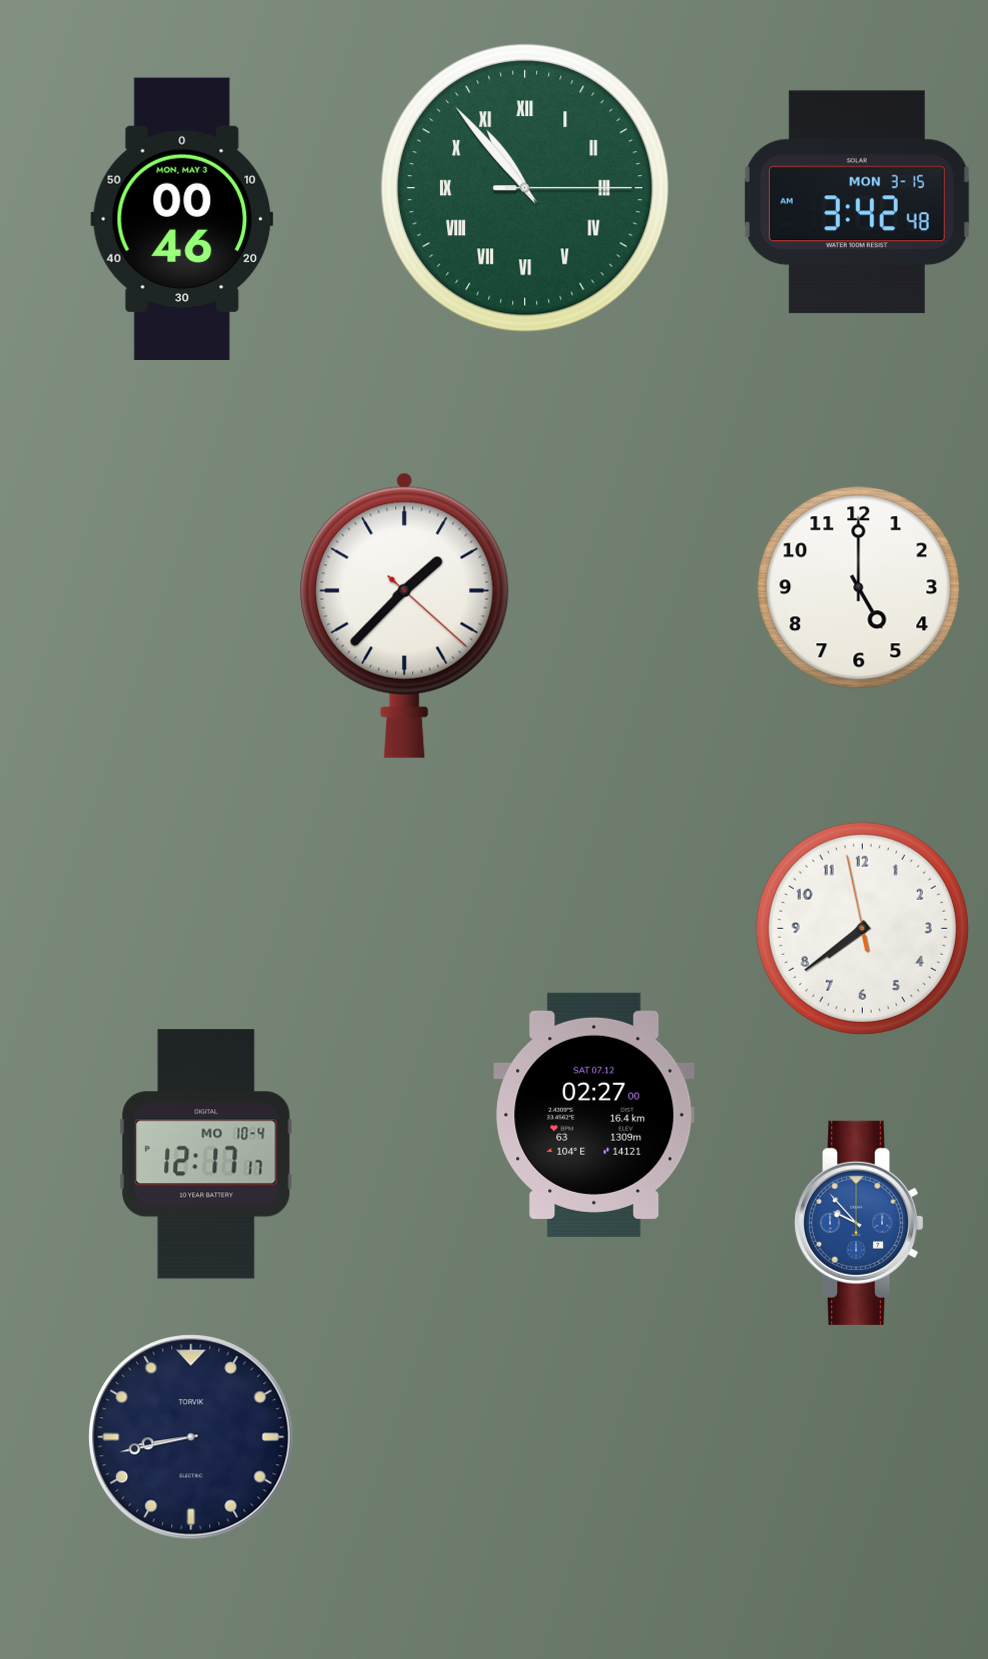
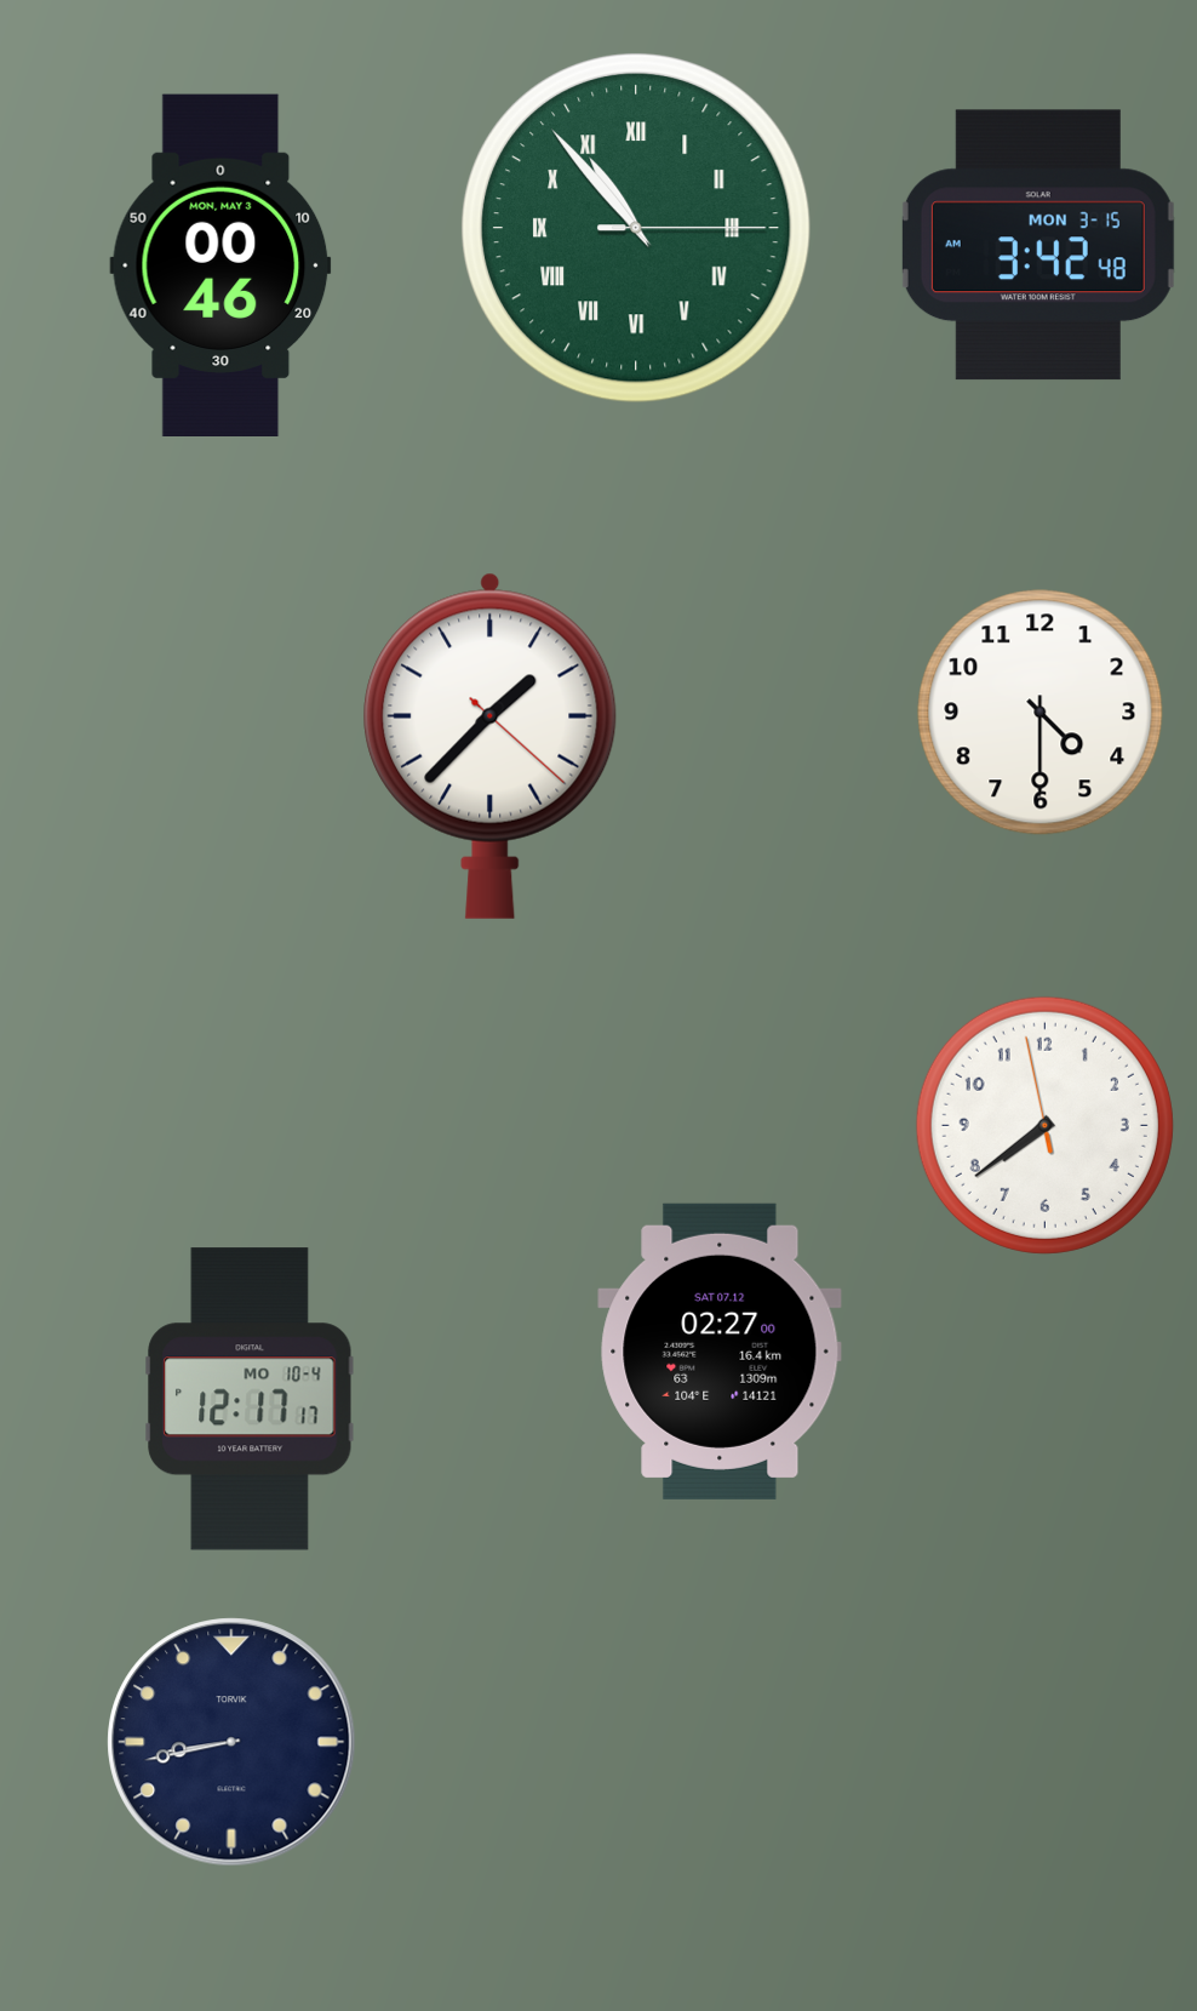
clock at (859, 588): 5:00 -> 4:30
clock at (859, 1223): 9:53 -> none
